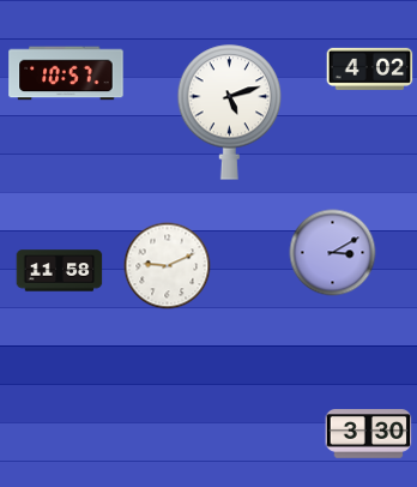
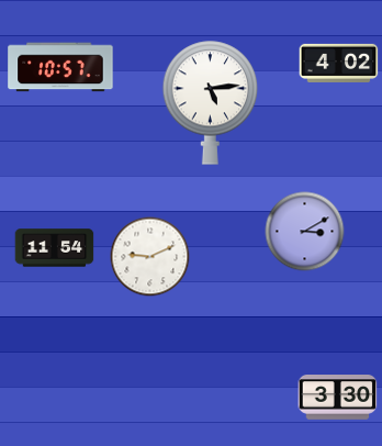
clock at (230, 112): 5:12 -> 5:14
clock at (168, 266) position: (168, 266) -> (150, 257)
clock at (60, 271): 11:58 -> 11:54
